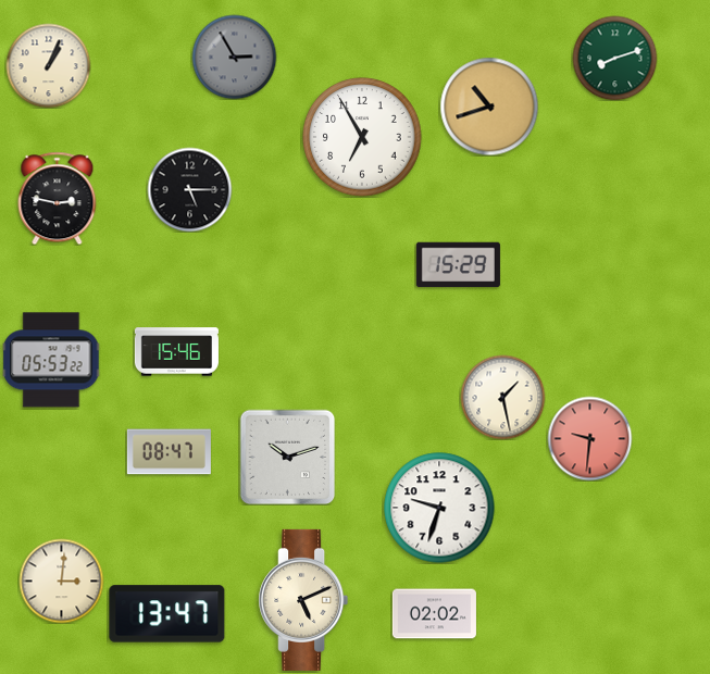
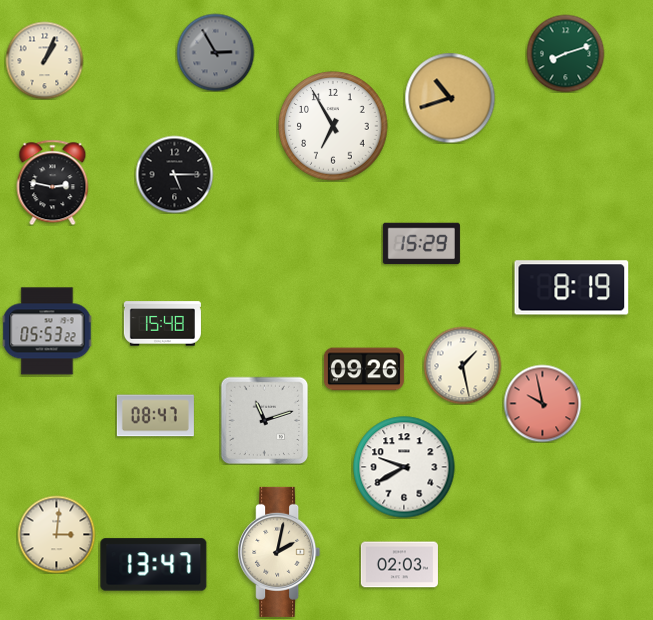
clock at (572, 288): none -> 8:19
clock at (176, 352): 15:46 -> 15:48
clock at (364, 369): none -> 09:26
clock at (589, 438): 9:31 -> 9:58
clock at (287, 457): 10:12 -> 11:12
clock at (439, 508): 9:33 -> 9:40
clock at (303, 600): 5:11 -> 2:02
clock at (434, 614): 02:02 -> 02:03
